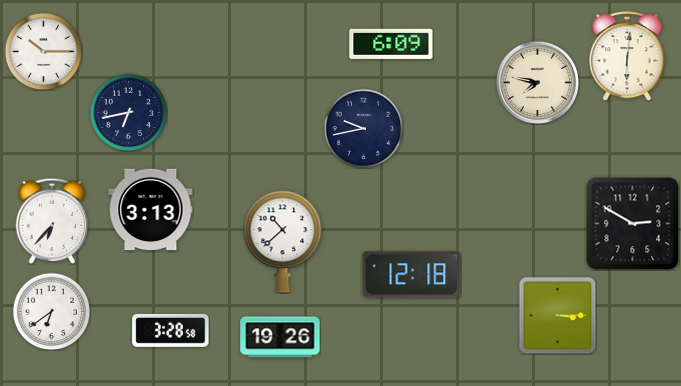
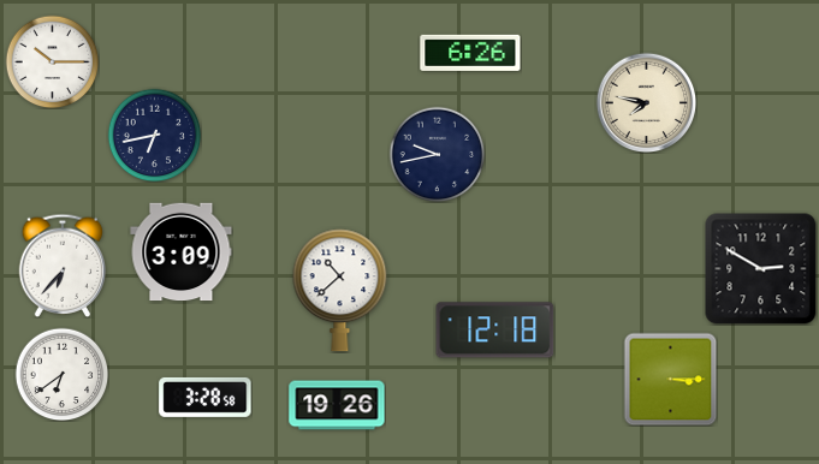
clock at (391, 44): 6:09 -> 6:26
clock at (627, 56): 6:01 -> none
clock at (537, 82) position: (537, 82) -> (646, 102)
clock at (151, 210): 3:13 -> 3:09
